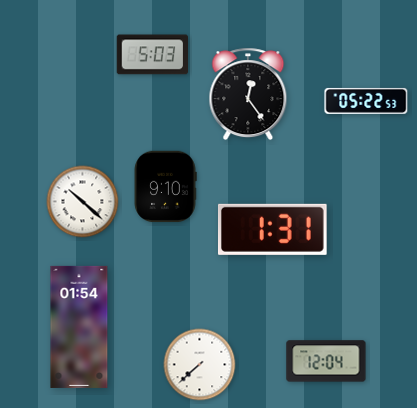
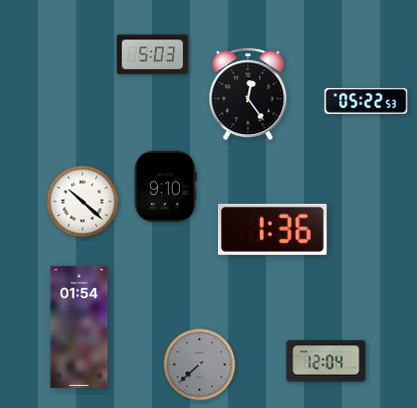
clock at (273, 229): 1:31 -> 1:36
clock at (200, 365) dial: white -> grey
